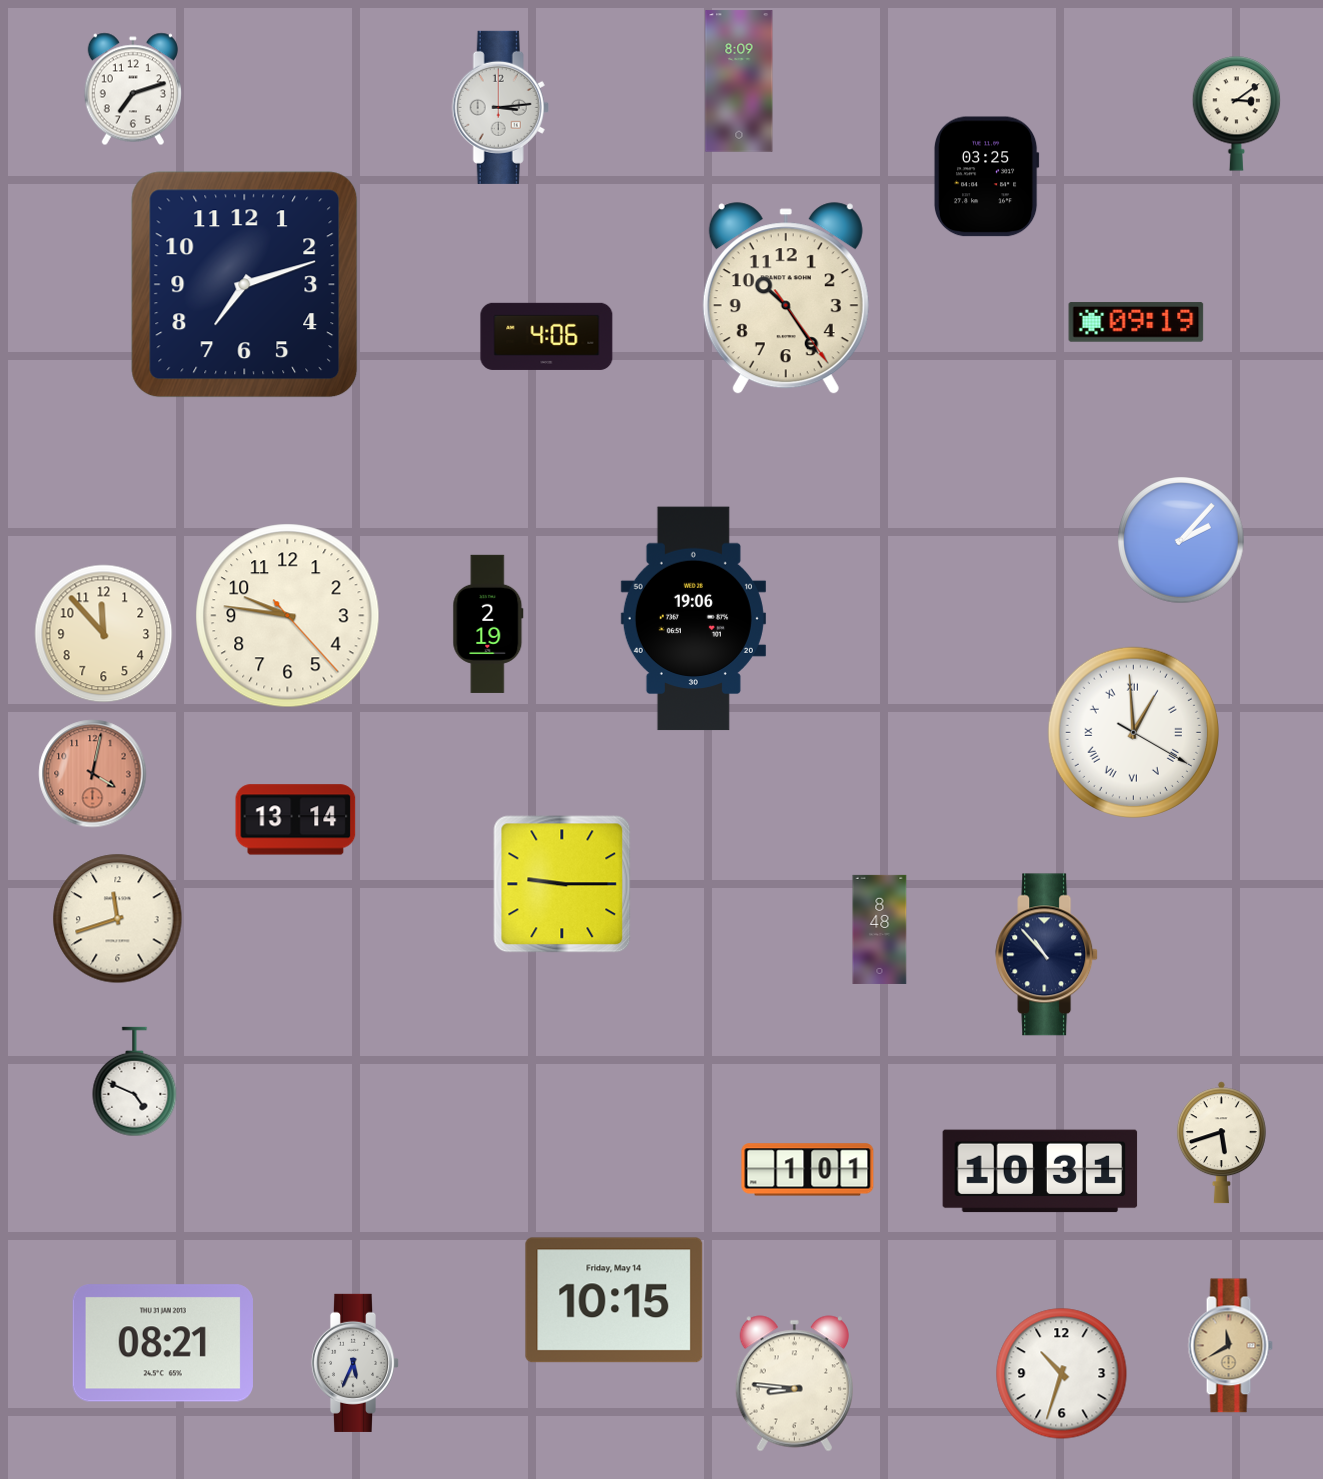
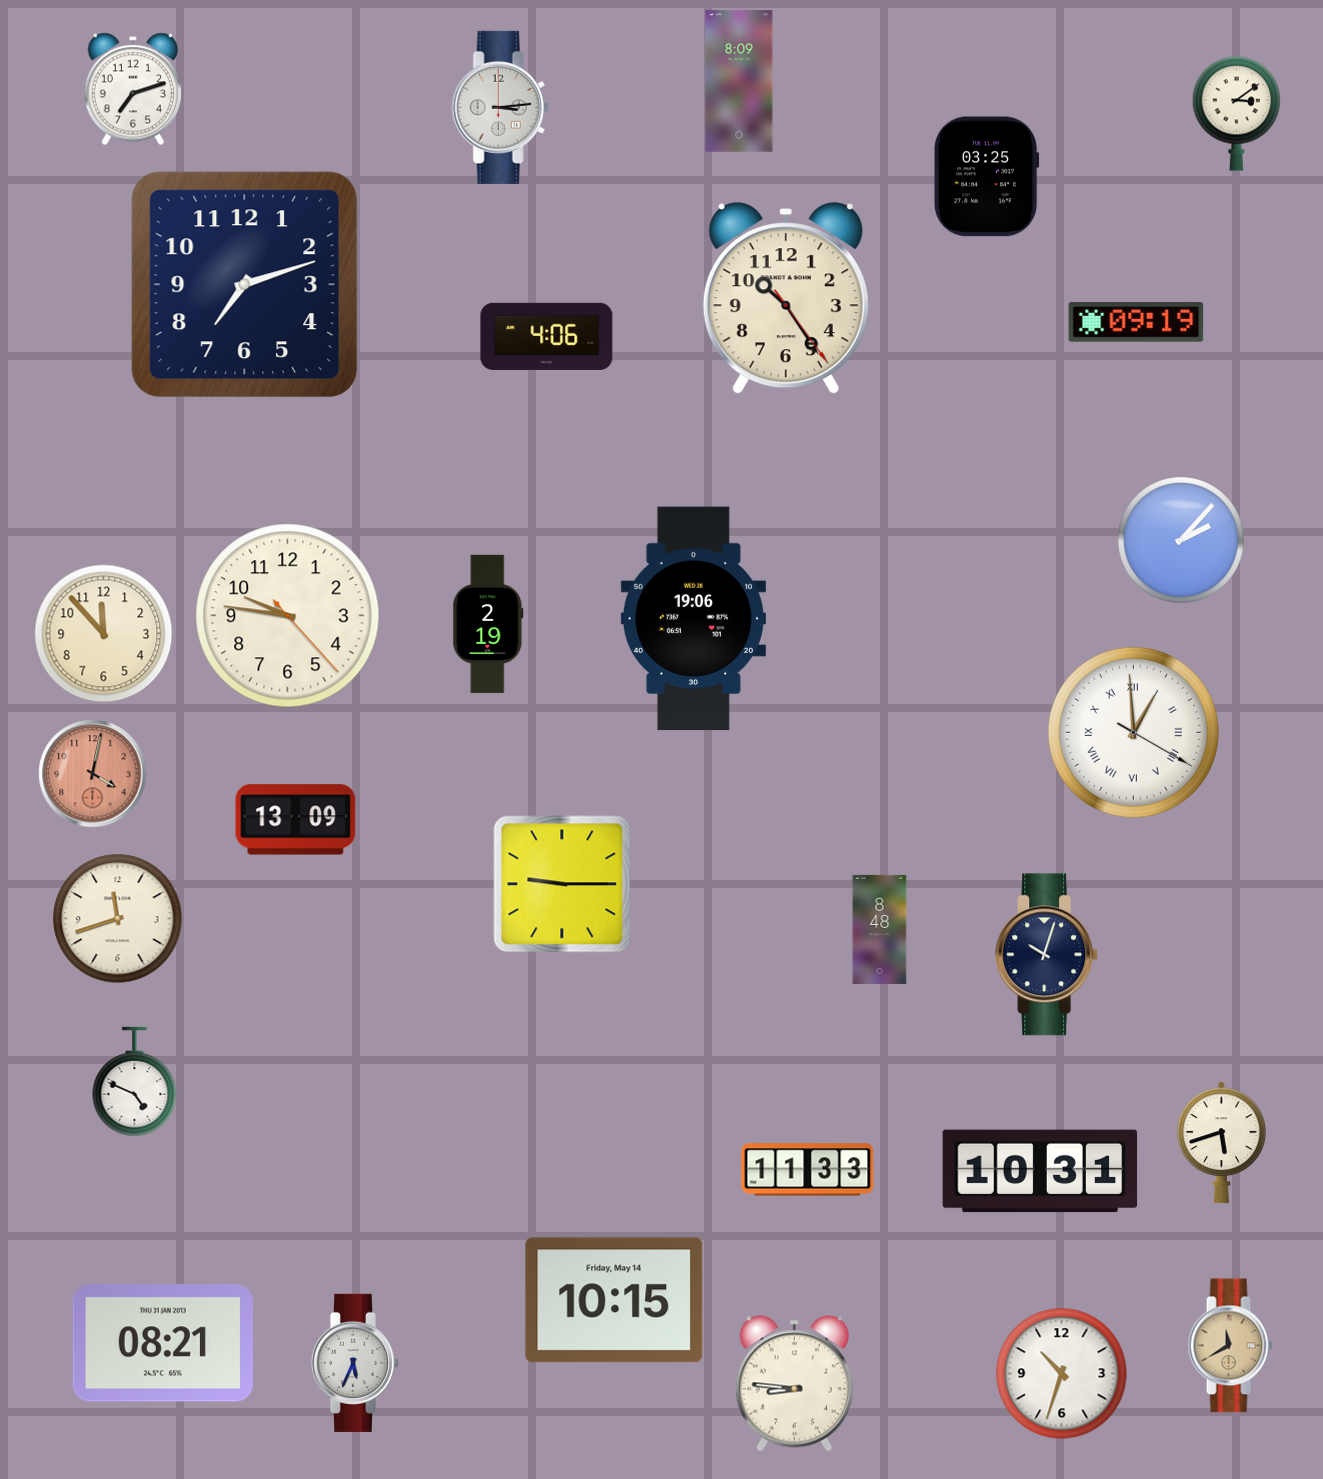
clock at (296, 820): 13:14 -> 13:09
clock at (1047, 955): 10:53 -> 10:03
clock at (808, 1170): 1:01 -> 11:33
